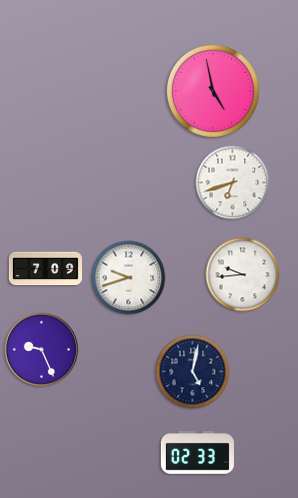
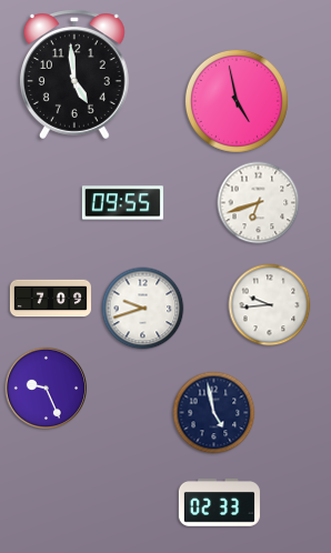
clock at (74, 74): none -> 4:59
clock at (122, 203): none -> 09:55
clock at (193, 372): 5:02 -> 4:58
